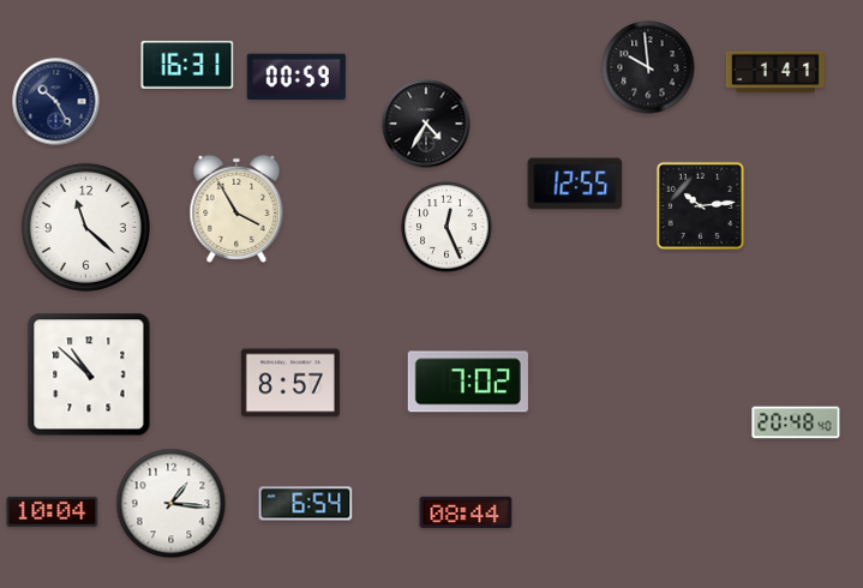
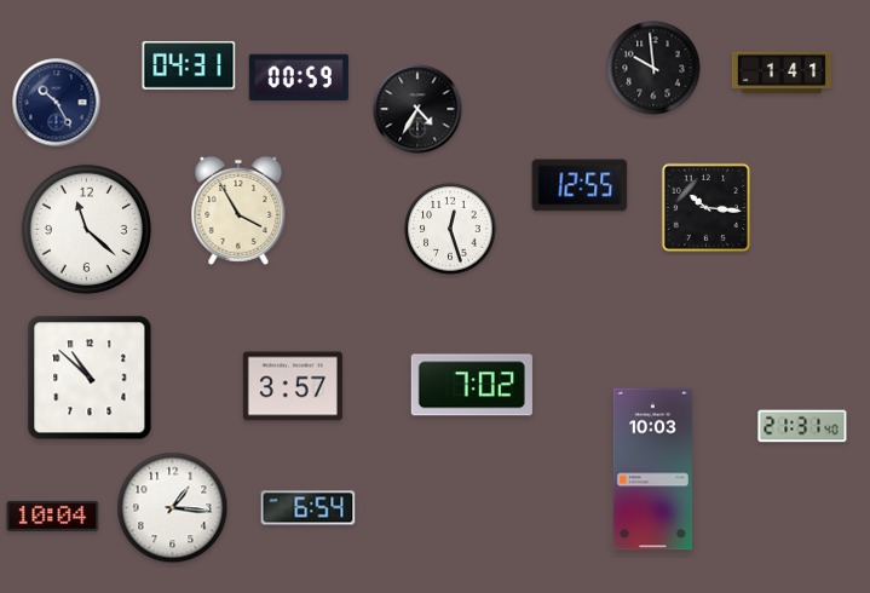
clock at (187, 66): 16:31 -> 04:31
clock at (426, 124) position: (426, 124) -> (417, 109)
clock at (700, 205): 10:14 -> 10:16
clock at (447, 227): 12:26 -> 12:27
clock at (290, 383): 8:57 -> 3:57
clock at (796, 422): 20:48 -> 21:31
clock at (652, 470): none -> 10:03
clock at (466, 512): 08:44 -> none
